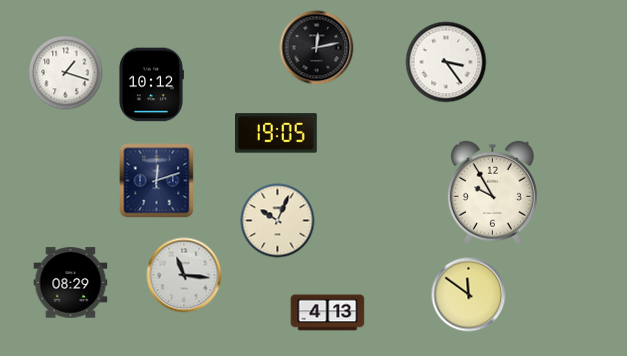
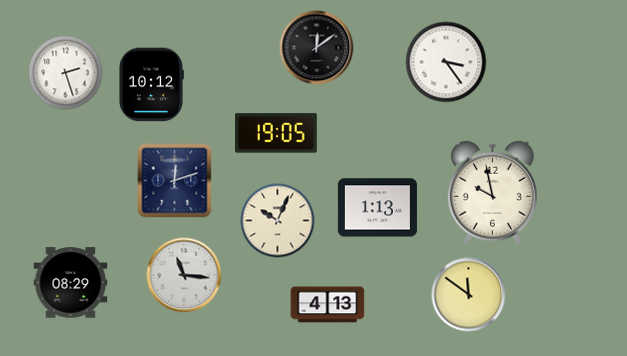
clock at (317, 48): 12:13 -> 12:09
clock at (66, 73): 1:18 -> 2:27
clock at (157, 181) position: (157, 181) -> (175, 181)
clock at (492, 193): 9:55 -> 9:58
clock at (377, 208): none -> 1:13
clock at (328, 313) position: (328, 313) -> (328, 305)
